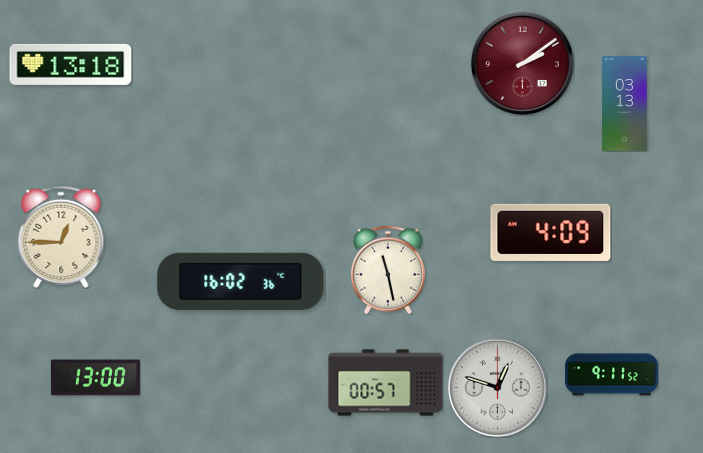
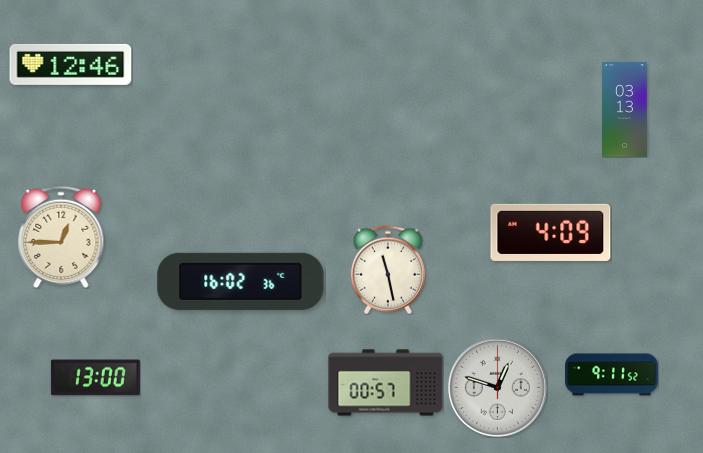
clock at (522, 63): 2:09 -> none
clock at (71, 64): 13:18 -> 12:46
clock at (625, 104) position: (625, 104) -> (625, 110)
